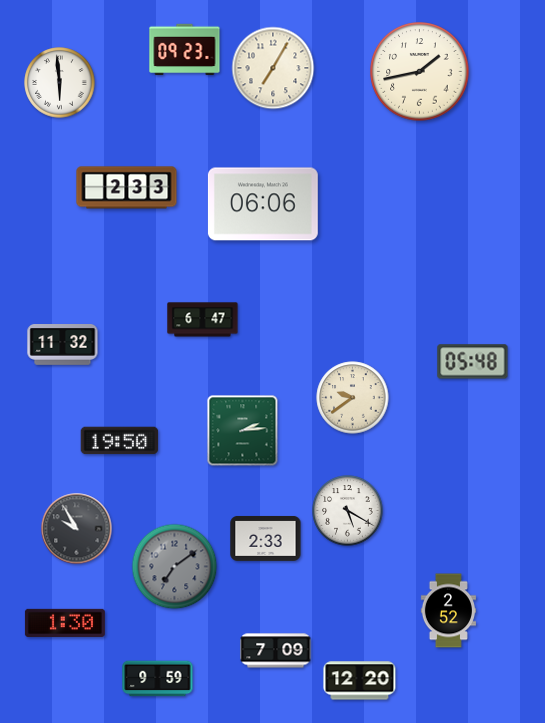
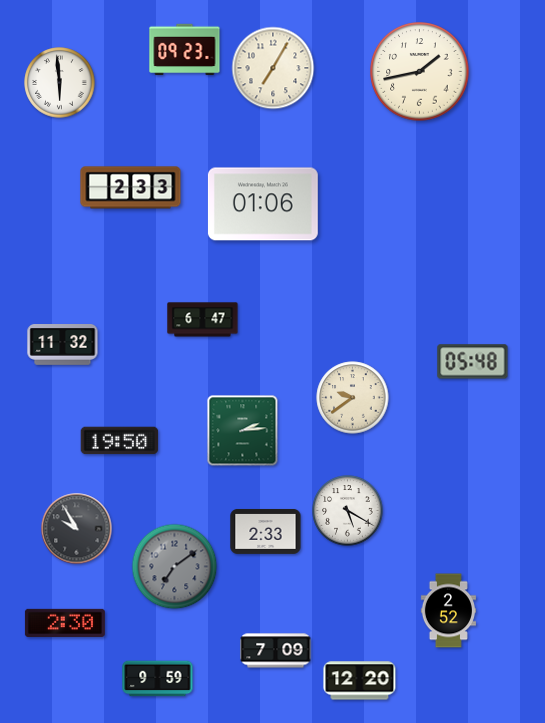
clock at (127, 188) position: (127, 188) -> (131, 188)
clock at (263, 204): 06:06 -> 01:06
clock at (266, 539) position: (266, 539) -> (266, 532)
clock at (65, 623): 1:30 -> 2:30
